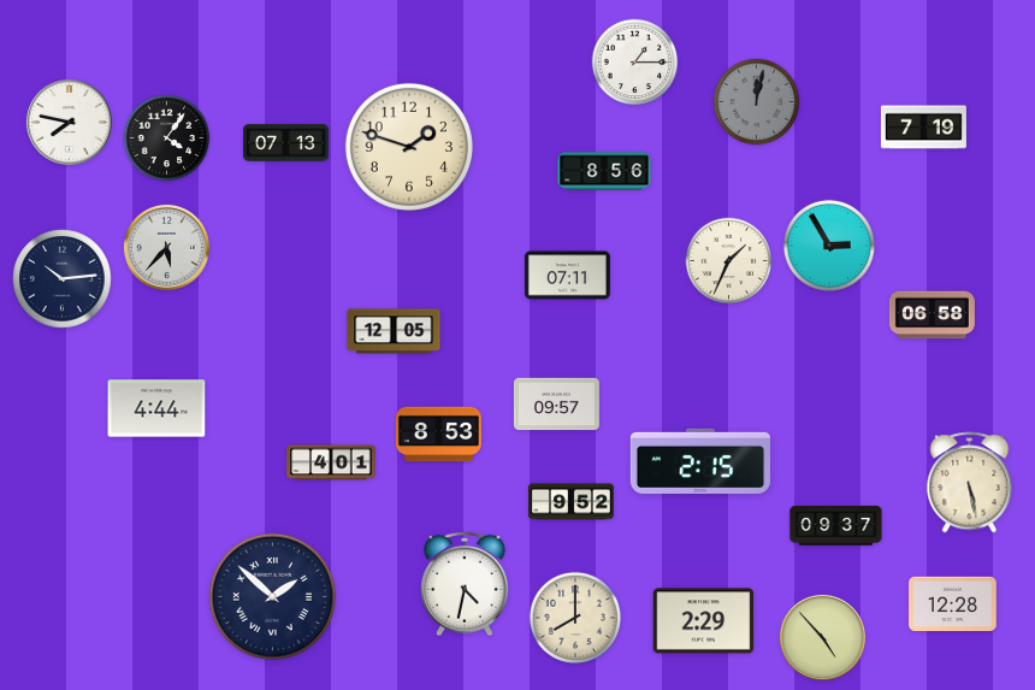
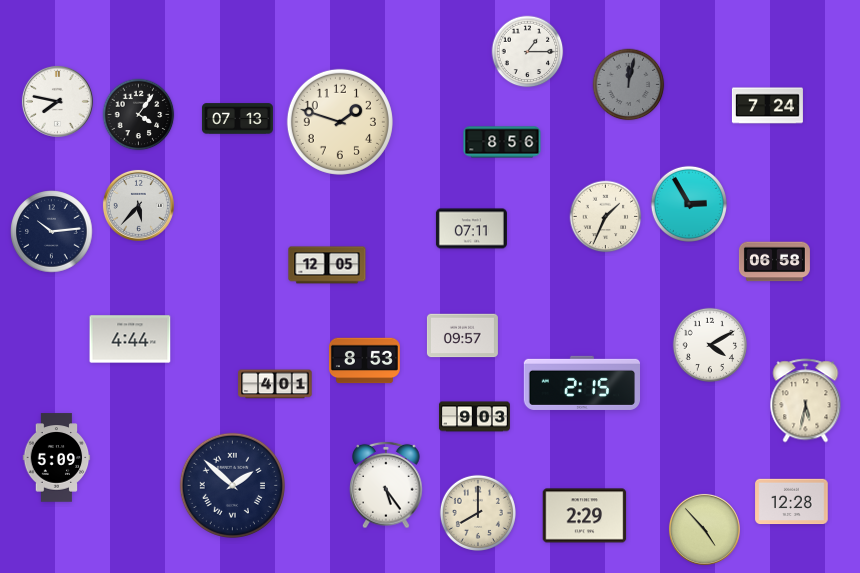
clock at (923, 128): 7:19 -> 7:24
clock at (394, 331) position: (394, 331) -> (327, 265)
clock at (710, 345): none -> 4:10
clock at (970, 483): 5:28 -> 5:32
clock at (570, 502): 9:52 -> 9:03
clock at (836, 526): 09:37 -> none
clock at (57, 458): none -> 5:09
clock at (465, 584): 4:32 -> 5:24
clock at (272, 596) position: (272, 596) -> (232, 485)
clock at (822, 637) position: (822, 637) -> (704, 529)
